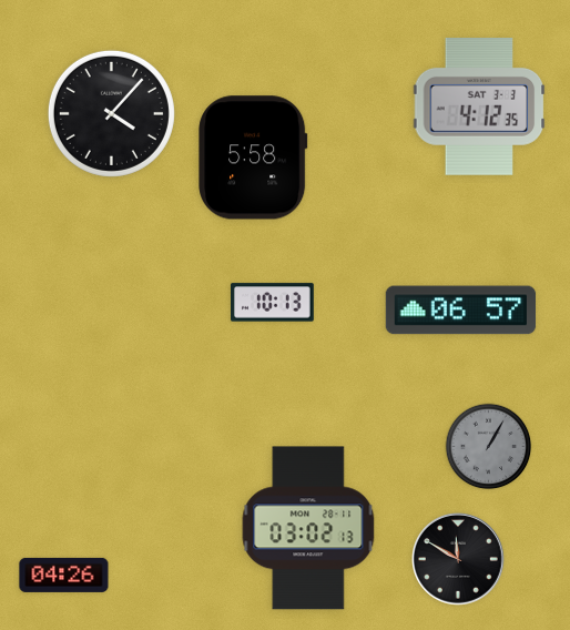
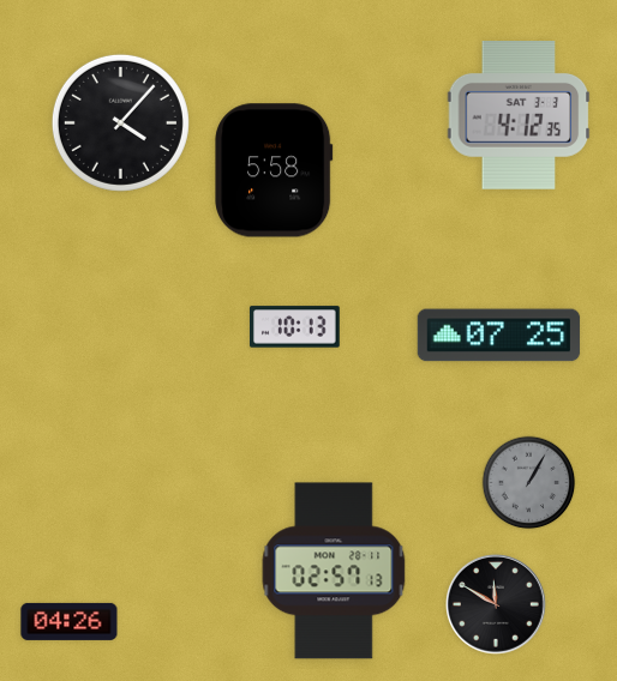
clock at (461, 311): 06:57 -> 07:25
clock at (308, 528): 03:02 -> 02:57
